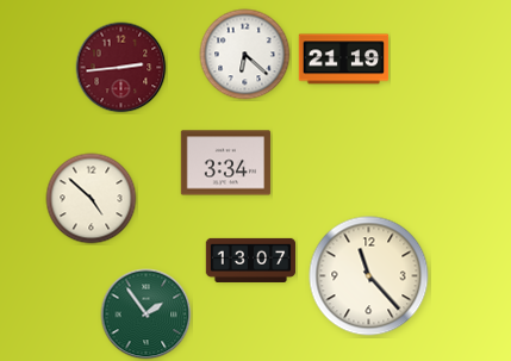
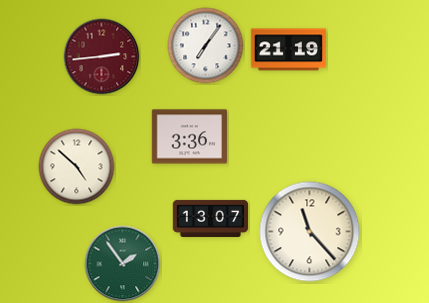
clock at (245, 55): 6:22 -> 7:06
clock at (226, 163): 3:34 -> 3:36
